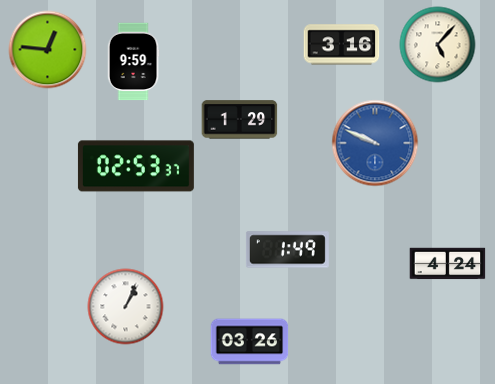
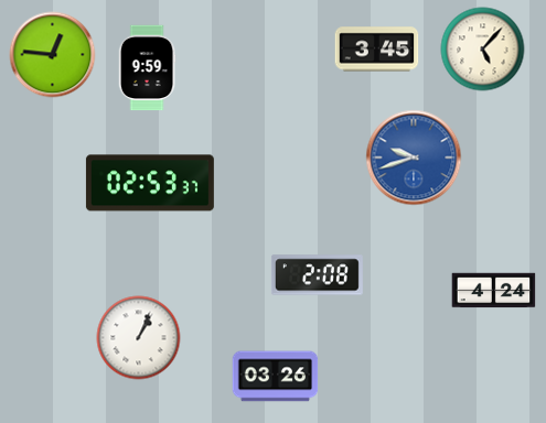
clock at (342, 45): 3:16 -> 3:45
clock at (240, 120): 1:29 -> none
clock at (375, 143): 9:49 -> 9:42
clock at (287, 250): 1:49 -> 2:08
